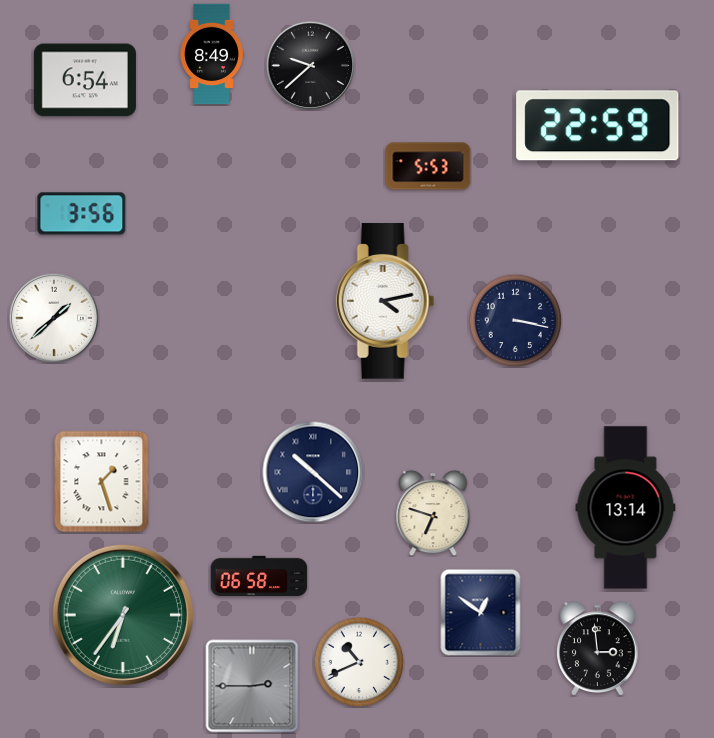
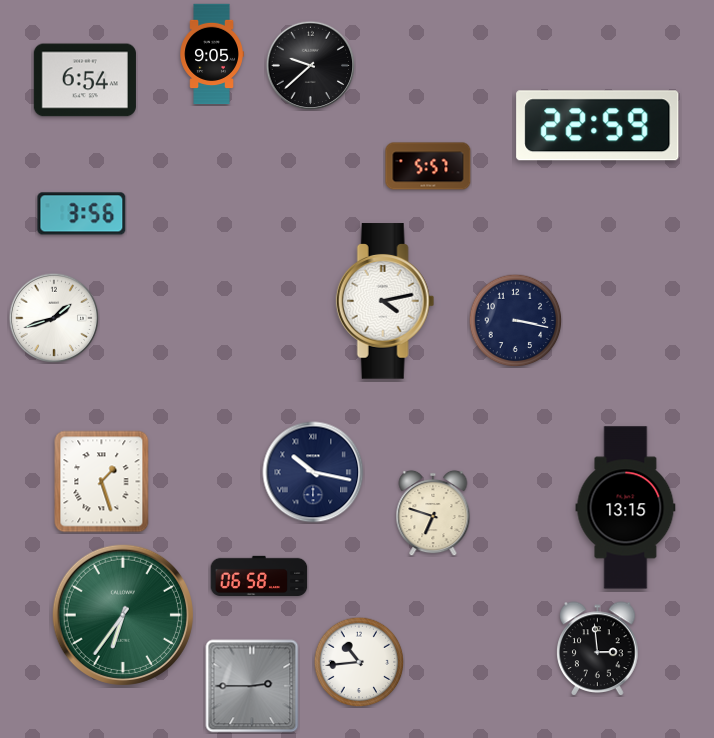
clock at (212, 54): 8:49 -> 9:05
clock at (428, 166): 5:53 -> 5:57
clock at (54, 318): 1:38 -> 1:42
clock at (313, 472): 10:22 -> 10:17
clock at (626, 508): 13:14 -> 13:15
clock at (481, 612): 12:51 -> none
clock at (359, 662): 10:41 -> 10:44
